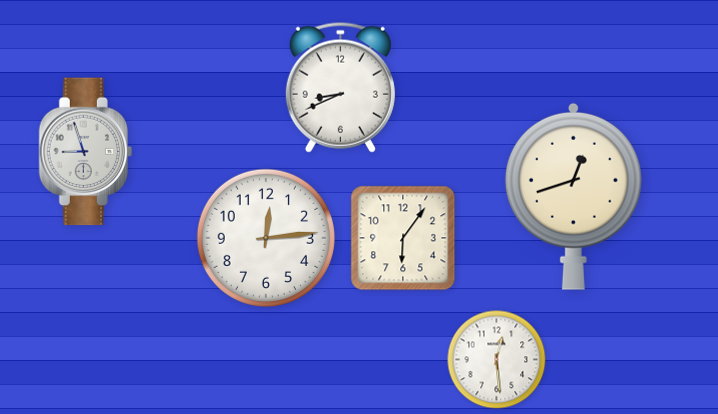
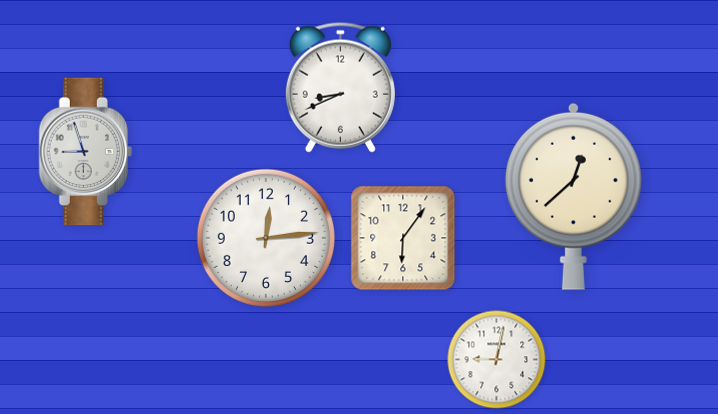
clock at (573, 196): 12:42 -> 12:38
clock at (497, 360): 12:29 -> 9:02
